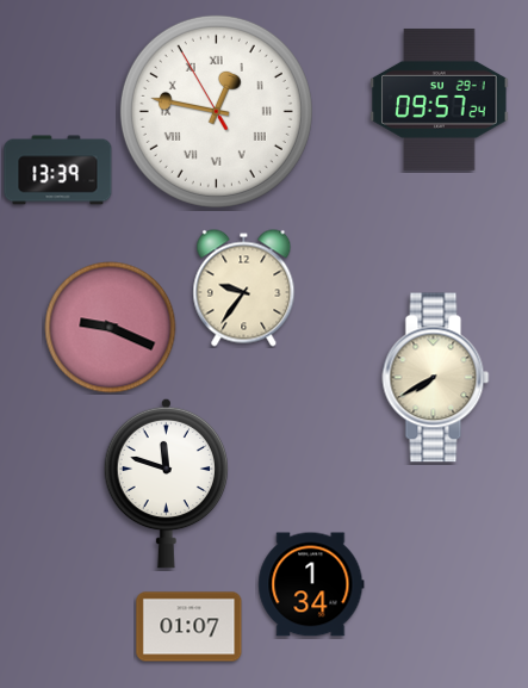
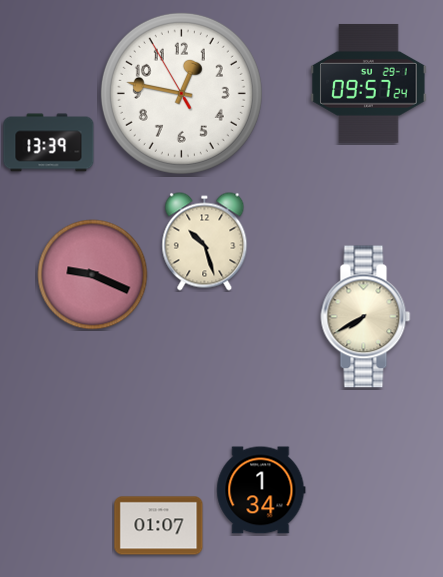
clock at (216, 111) numerals: Roman -> Arabic
clock at (244, 289): 9:36 -> 10:27
clock at (167, 483): 11:48 -> none
